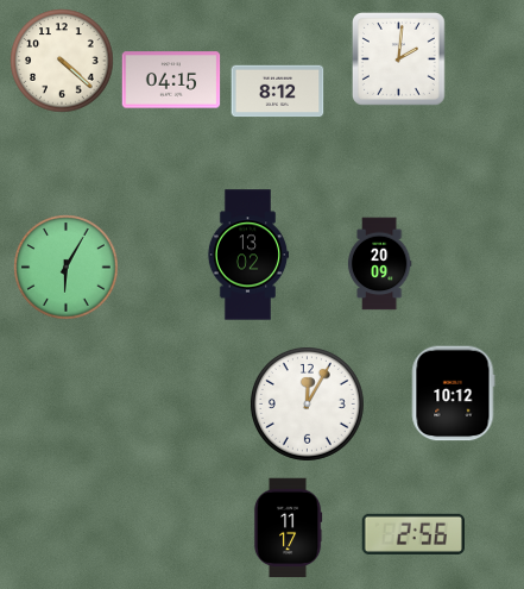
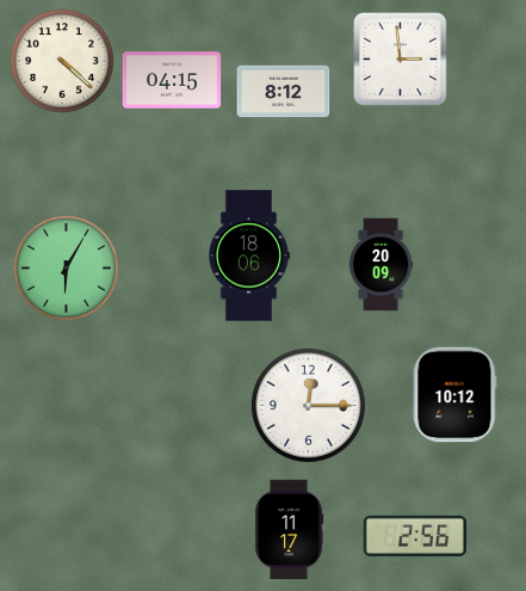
clock at (398, 58): 2:01 -> 2:59
clock at (277, 92) position: (277, 92) -> (283, 92)
clock at (248, 255): 13:02 -> 18:06
clock at (307, 403): 12:05 -> 12:15
